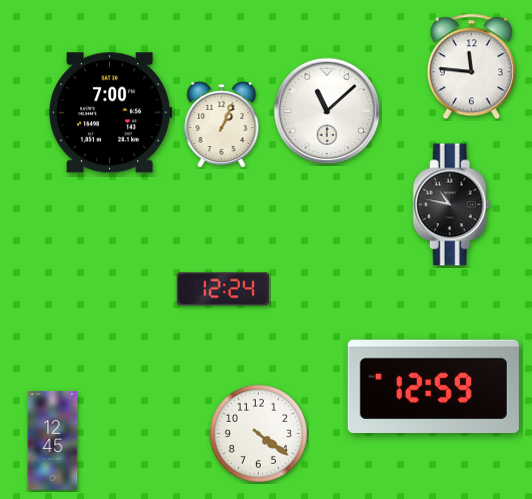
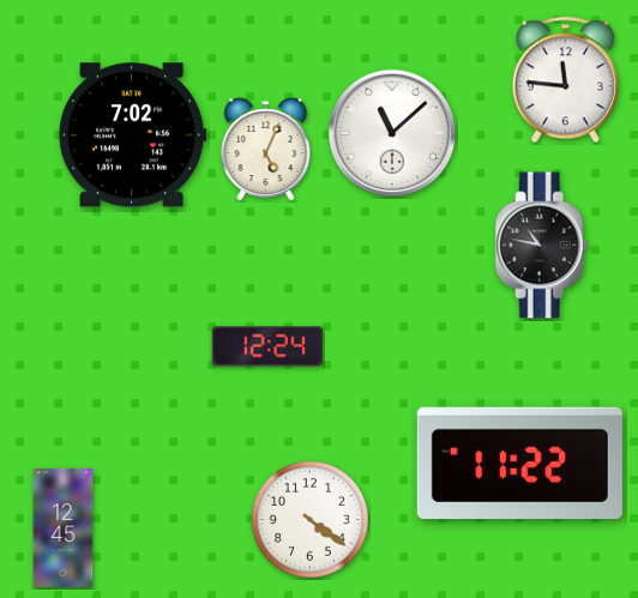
clock at (110, 113): 7:00 -> 7:02
clock at (222, 124): 1:04 -> 5:04
clock at (433, 386): 12:59 -> 11:22
